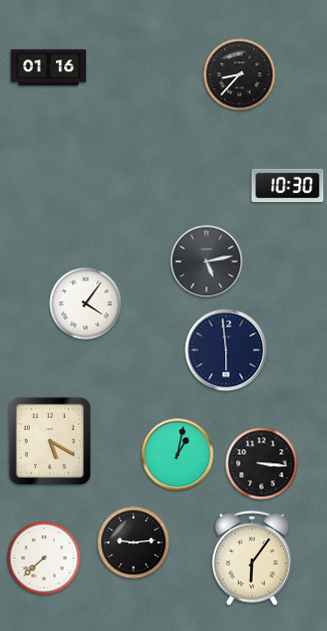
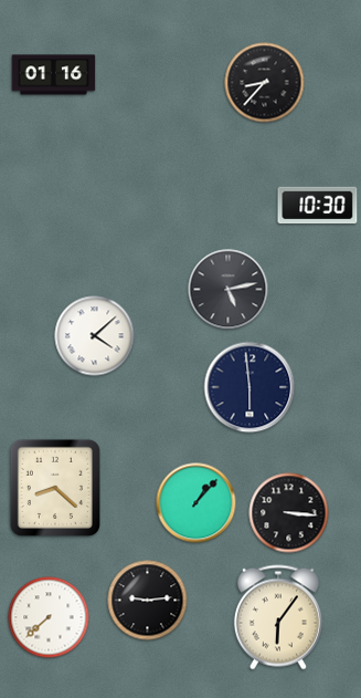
clock at (86, 304): 4:06 -> 4:08
clock at (50, 441): 5:20 -> 8:22
clock at (178, 455): 1:02 -> 1:07
